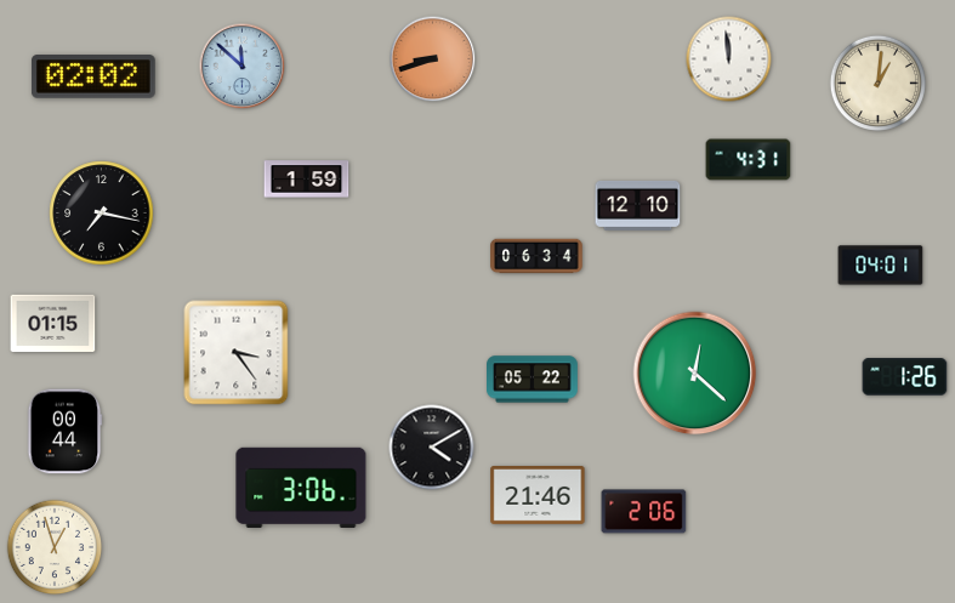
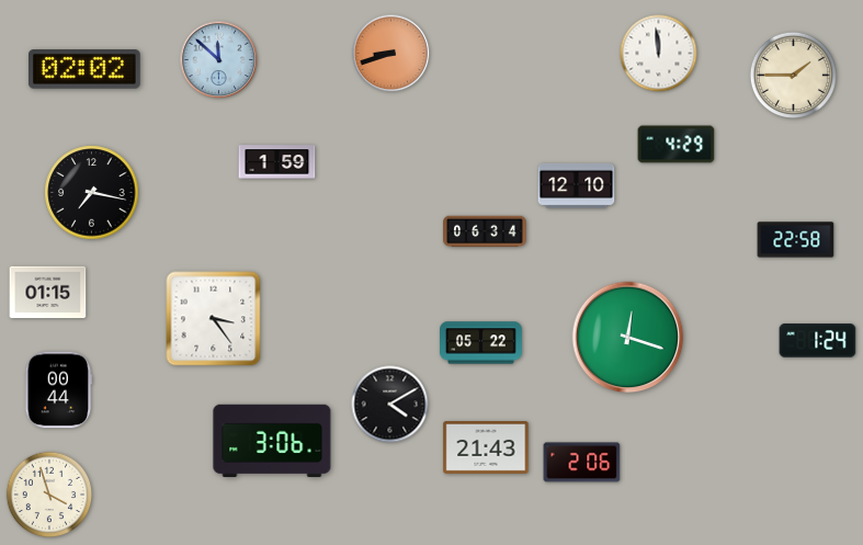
clock at (877, 83): 1:01 -> 1:45
clock at (749, 160): 4:31 -> 4:29
clock at (881, 266): 04:01 -> 22:58
clock at (695, 374): 12:22 -> 12:18
clock at (905, 377): 1:26 -> 1:24
clock at (538, 496): 21:46 -> 21:43
clock at (55, 547): 12:57 -> 3:57
